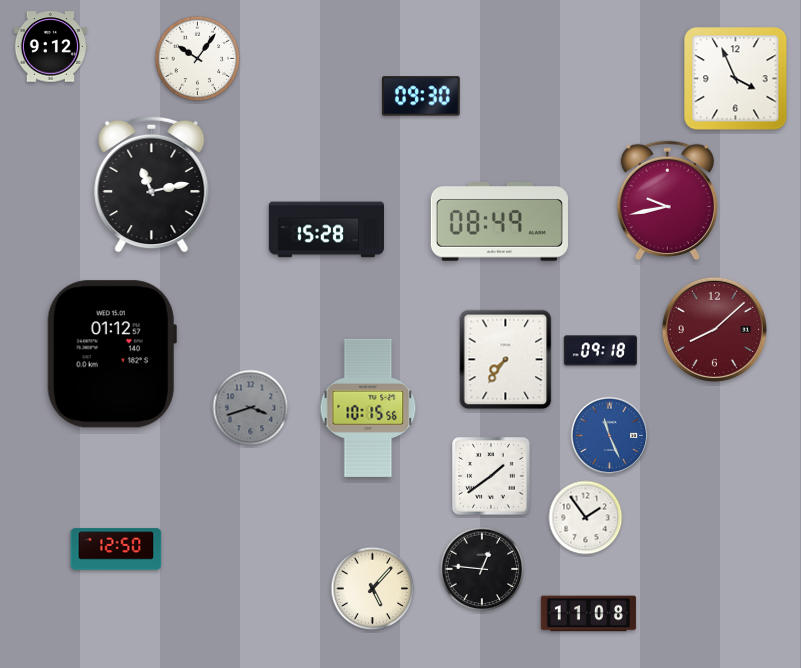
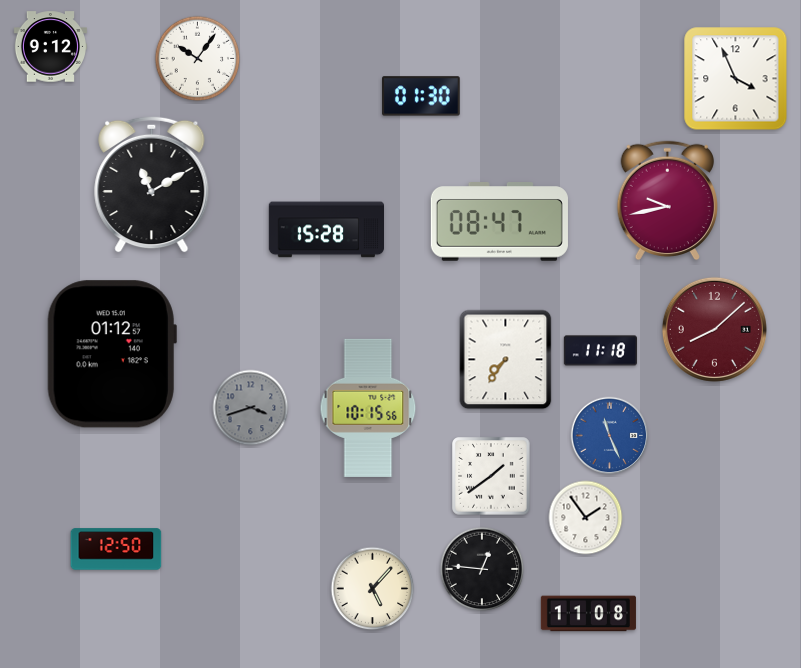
clock at (421, 96): 09:30 -> 01:30
clock at (152, 184): 11:13 -> 11:10
clock at (499, 222): 08:49 -> 08:47
clock at (600, 351): 09:18 -> 11:18
